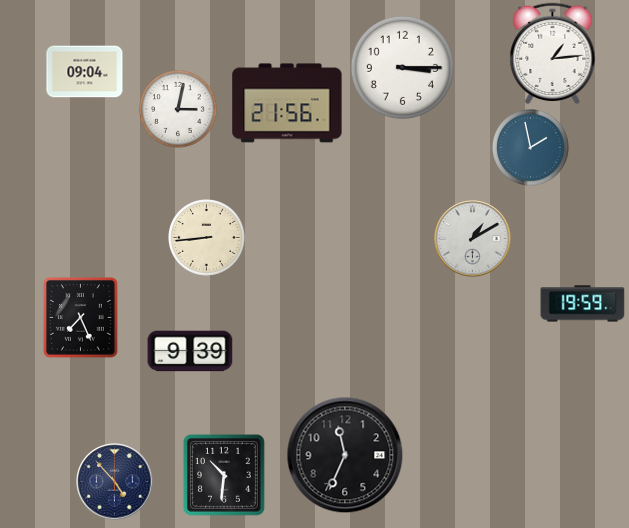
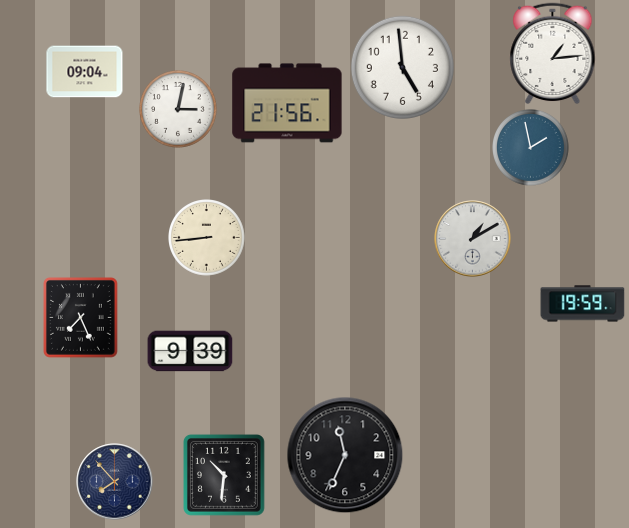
clock at (402, 67): 3:15 -> 4:59
clock at (115, 482): 4:53 -> 7:53
